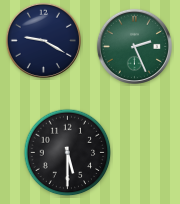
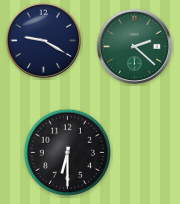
clock at (134, 46): 2:26 -> 2:22
clock at (68, 153): 5:30 -> 6:30
